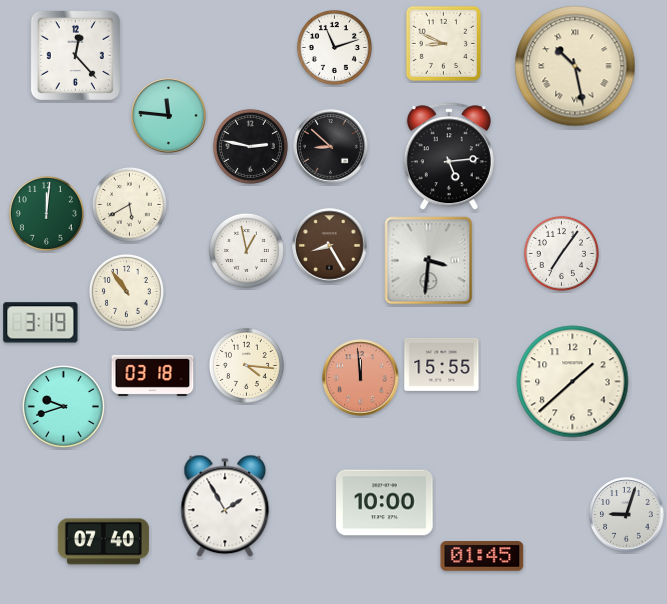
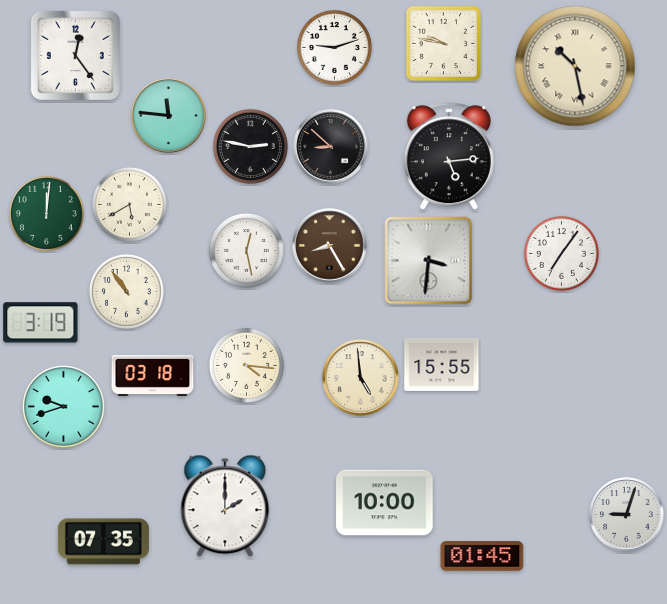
clock at (443, 43): 8:49 -> 9:47
clock at (334, 47): 11:12 -> 9:12
clock at (75, 55): 12:23 -> 12:24
clock at (246, 250): 12:58 -> 12:28
clock at (361, 378): 11:59 -> 4:59
clock at (361, 378) dial: salmon -> cream
clock at (573, 382): 1:38 -> none
clock at (225, 506): 1:55 -> 2:00
clock at (103, 542): 07:40 -> 07:35
